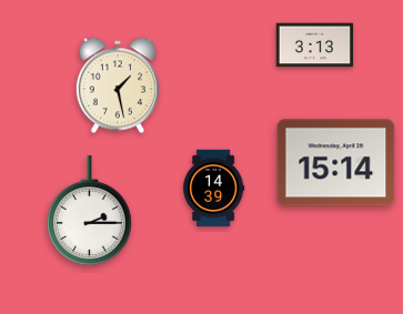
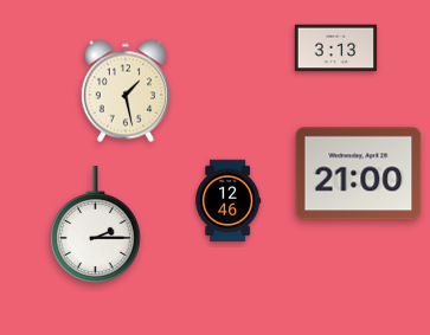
clock at (336, 163): 15:14 -> 21:00
clock at (214, 189): 14:39 -> 12:46
